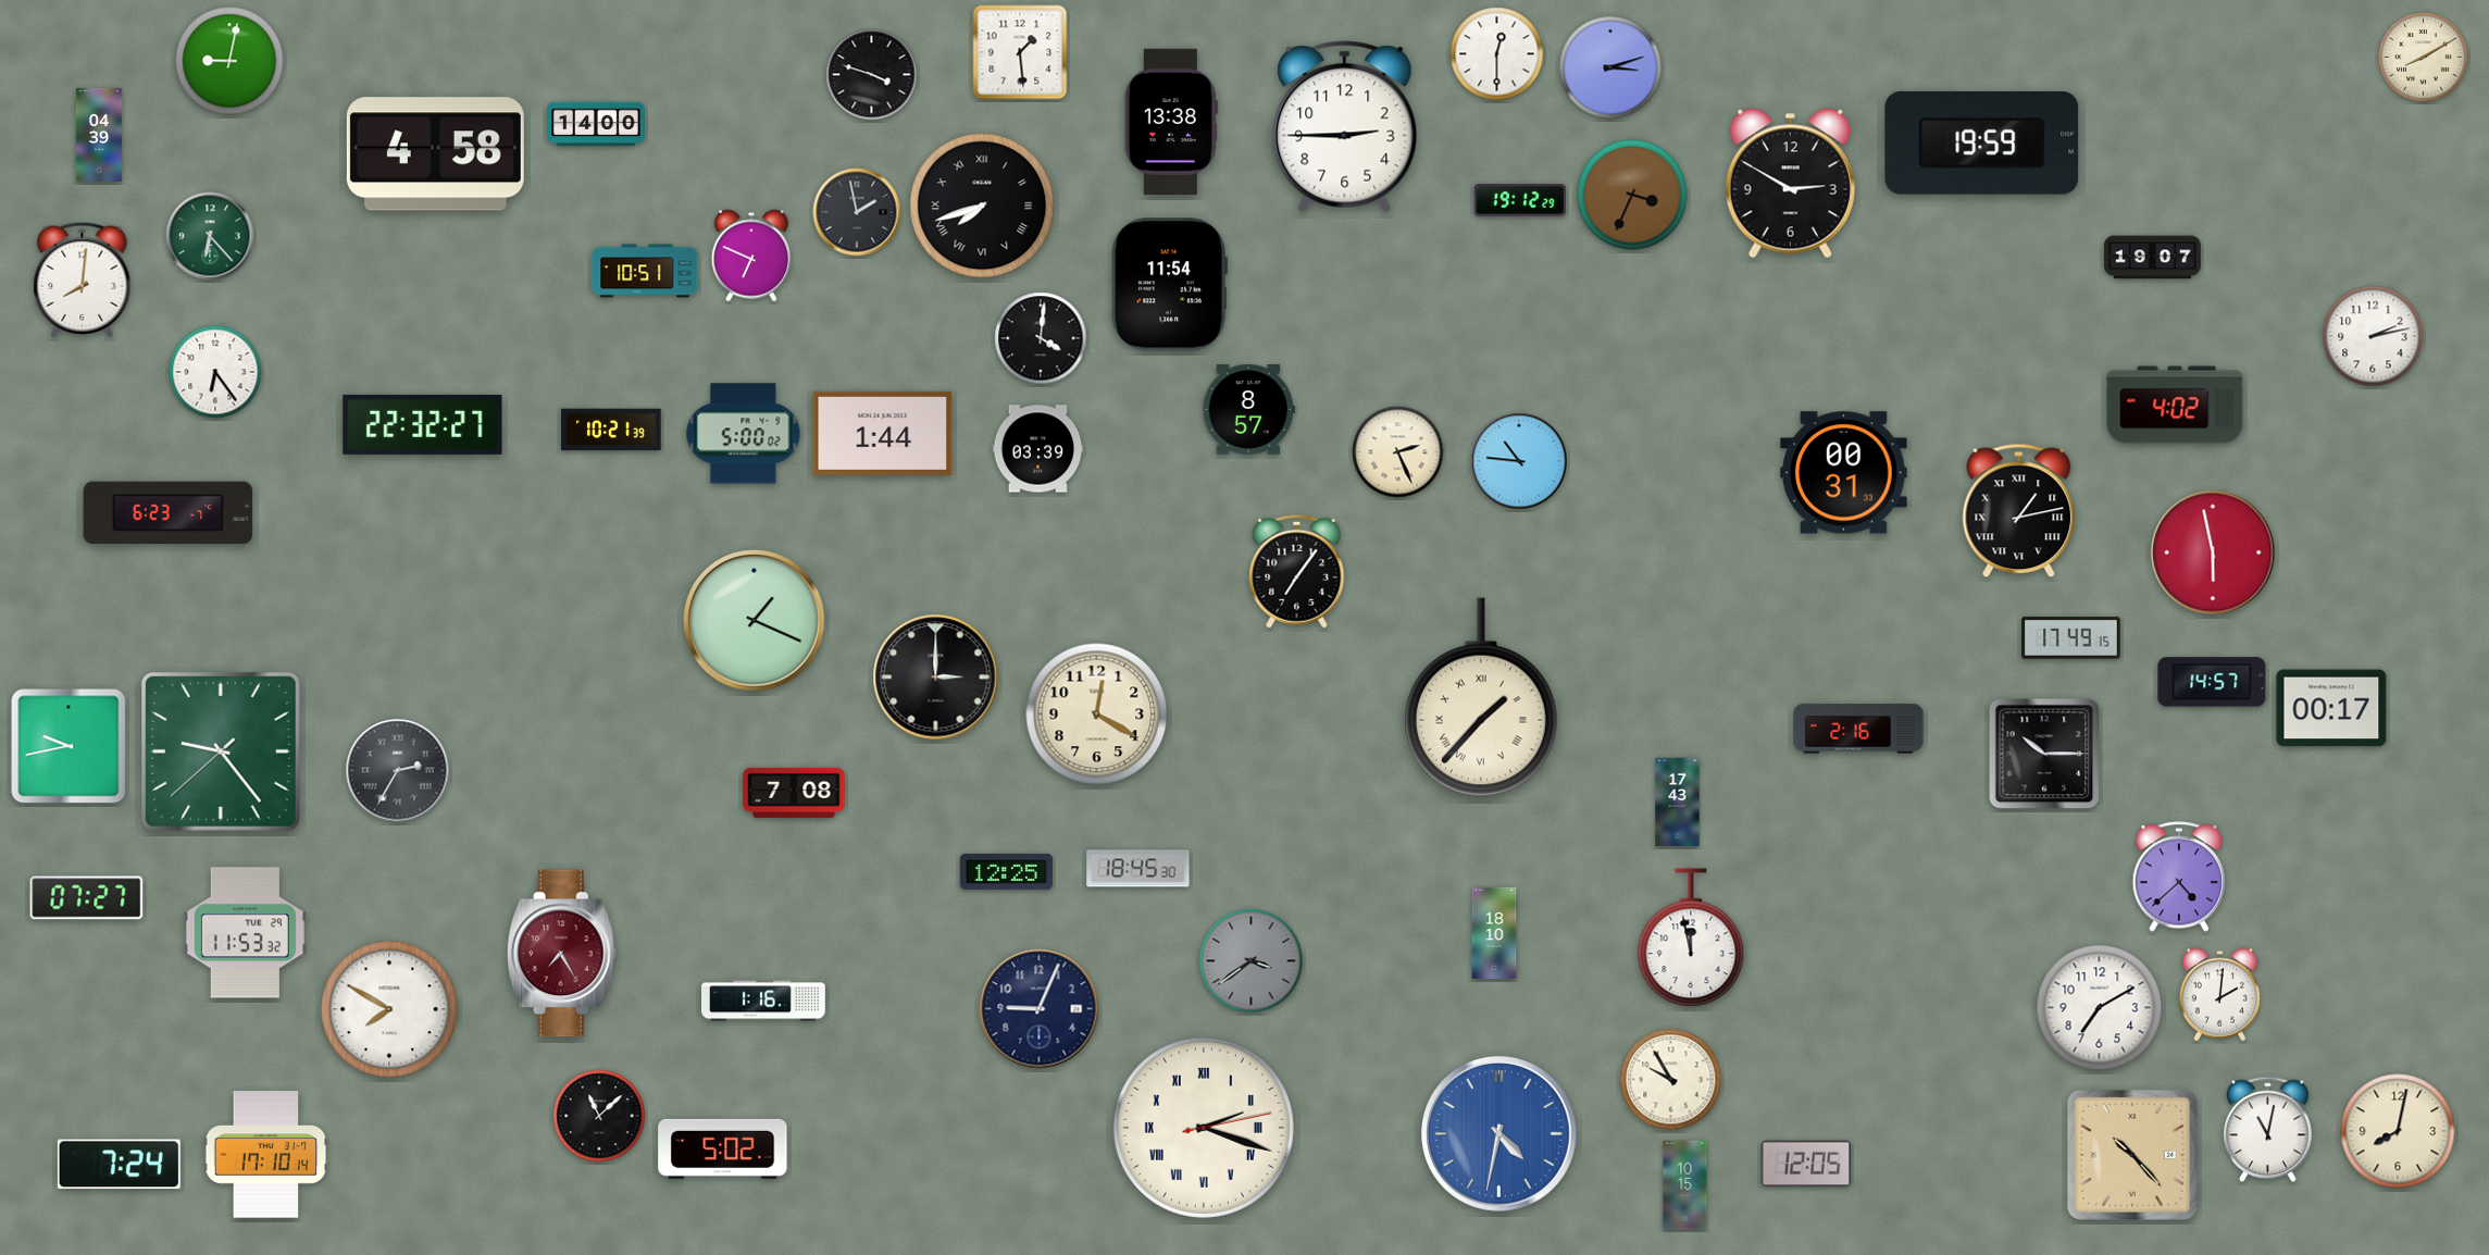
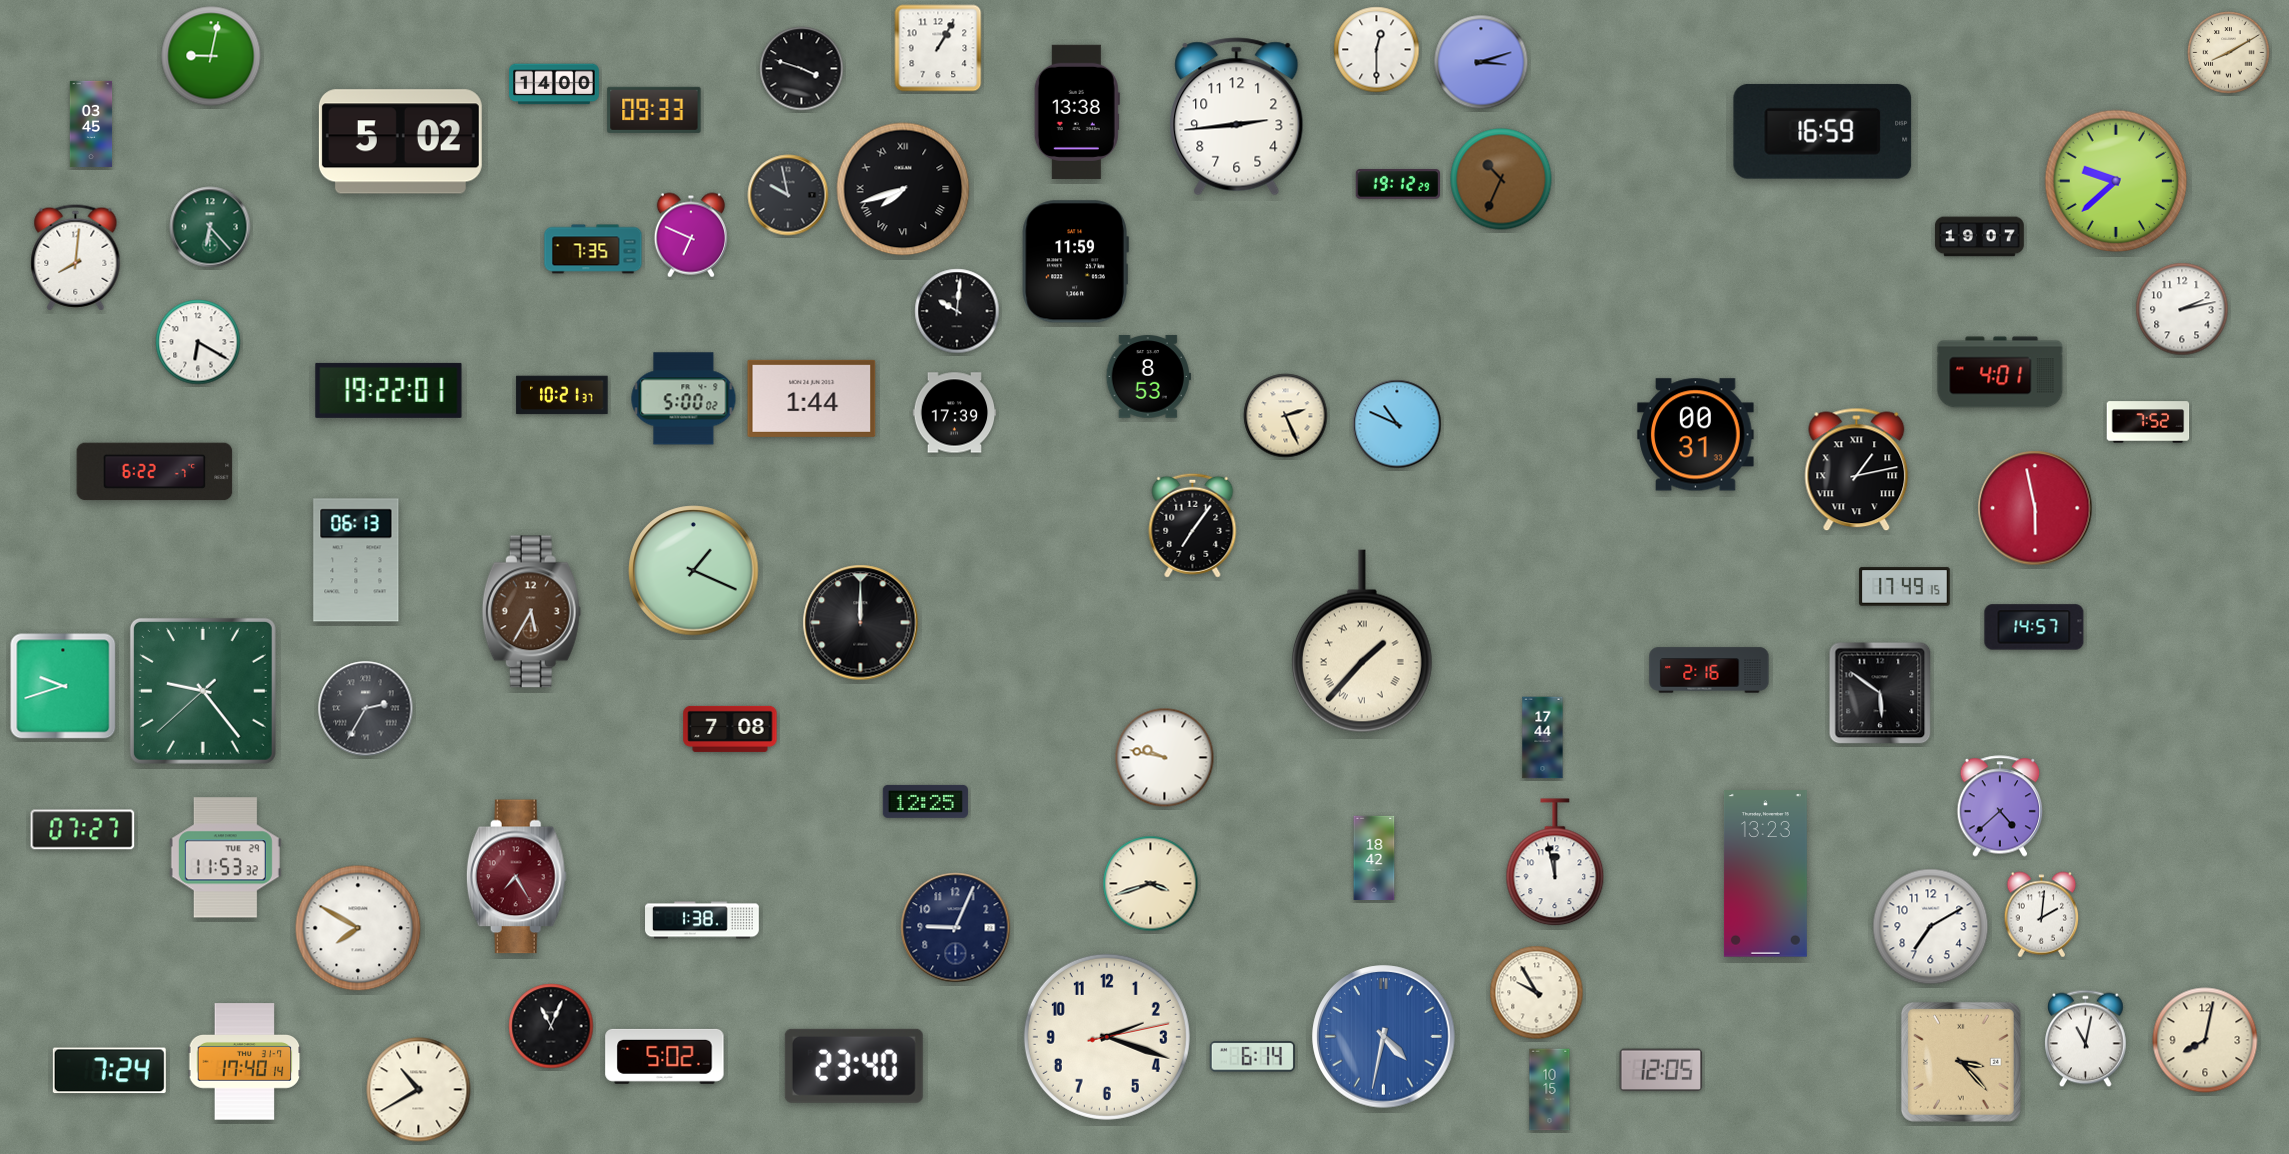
clock at (1020, 52): 1:29 -> 1:05
clock at (654, 110): none -> 09:33
clock at (596, 124) position: (596, 124) -> (554, 84)
clock at (1345, 127): 2:45 -> 2:44
clock at (99, 135): 04:39 -> 03:45
clock at (1982, 142): 19:59 -> 16:59
clock at (435, 154): 4:58 -> 5:02
clock at (1790, 184): 2:50 -> none
clock at (1632, 195): 3:34 -> 10:34
clock at (2116, 181): none -> 9:38
clock at (857, 212): 1:58 -> 9:58
clock at (210, 236) position: (210, 236) -> (210, 227)
clock at (645, 271): 10:51 -> 7:35
clock at (1169, 285): 11:54 -> 11:59
clock at (1041, 338): 4:01 -> 10:01
clock at (215, 372): 6:24 -> 6:20
clock at (2175, 405): 4:02 -> 4:01
clock at (1248, 410): 8:57 -> 8:53
clock at (423, 424): 22:32 -> 19:22
clock at (611, 430): 10:21:39 -> 10:21:37
clock at (1038, 449): 03:39 -> 17:39
clock at (2148, 422): none -> 7:52
clock at (1519, 461): 10:46 -> 10:49
clock at (169, 513): 6:23 -> 6:22
clock at (356, 560): none -> 06:13
clock at (531, 612): none -> 5:35
clock at (936, 678): 3:00 -> 12:00
clock at (2331, 708): 00:17 -> none
clock at (1097, 715): 12:20 -> none
clock at (69, 746): 9:43 -> 9:42
clock at (2044, 754): 10:15 -> 5:51
clock at (1678, 803): 17:43 -> 17:44
clock at (1165, 758): none -> 9:47
clock at (1138, 869): 18:45 -> none
clock at (2179, 877) position: (2179, 877) -> (2000, 806)
clock at (87, 898) position: (87, 898) -> (83, 830)
clock at (1494, 933): 18:10 -> 18:42
clock at (1765, 874): none -> 13:23
clock at (1252, 961): 3:39 -> 3:42
clock at (1252, 961) dial: grey -> cream
clock at (764, 1001): 1:16 -> 1:38
clock at (599, 1116): 11:08 -> 11:04
clock at (1204, 1128) numerals: Roman -> Arabic
clock at (1499, 1134) position: (1499, 1134) -> (1384, 1037)
clock at (1252, 1057): none -> 6:14
clock at (266, 1155): 17:10 -> 17:40
clock at (2132, 1155): 10:23 -> 3:23
clock at (854, 1066): none -> 23:40
clock at (419, 1090): none -> 10:40
